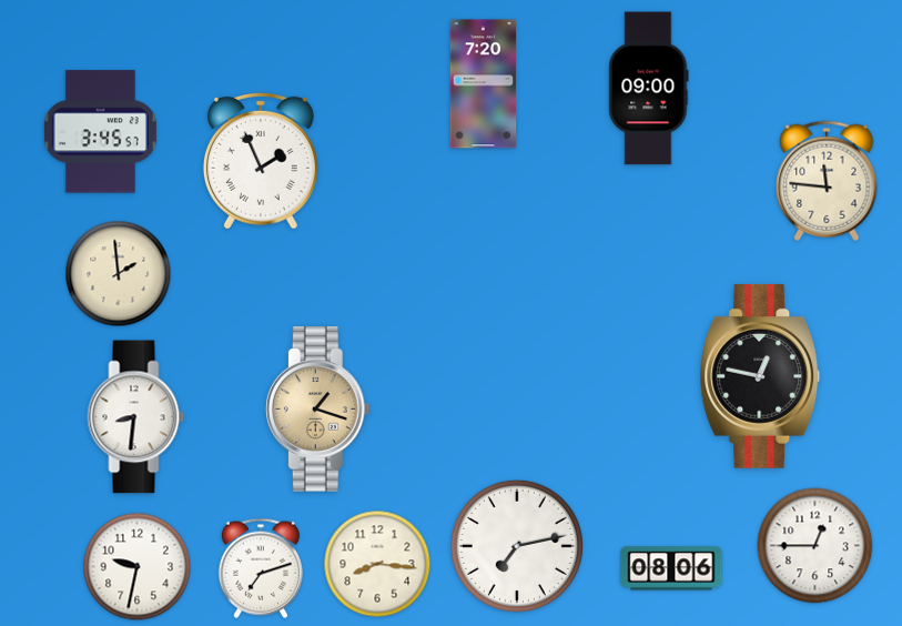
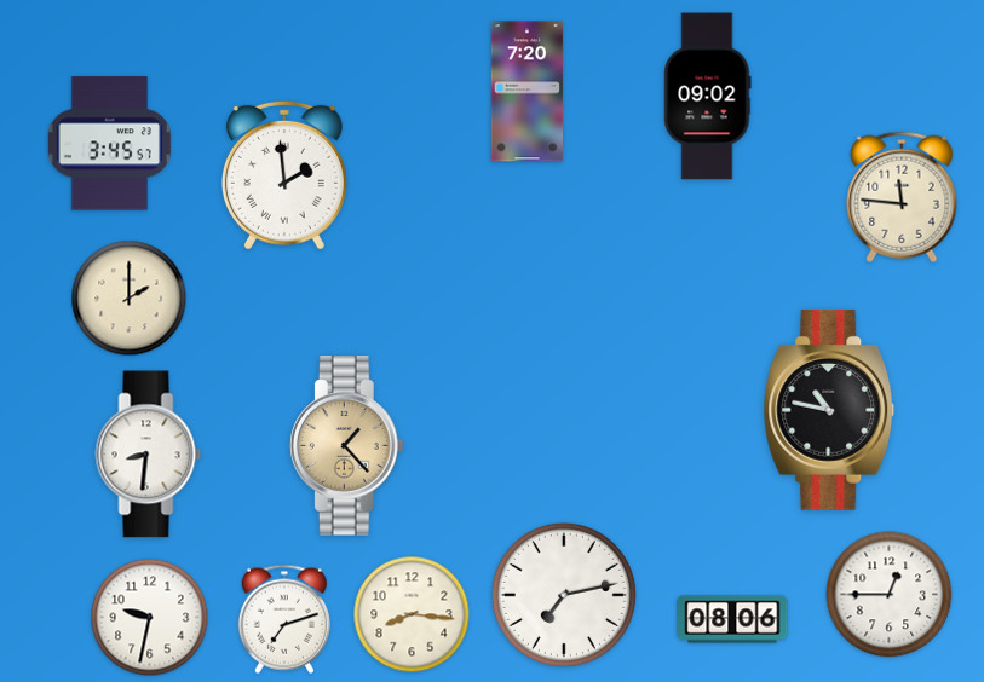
clock at (649, 89): 09:00 -> 09:02
clock at (261, 161): 1:56 -> 1:59
clock at (119, 274): 1:59 -> 2:00
clock at (760, 376): 12:47 -> 10:47
clock at (317, 410): 1:18 -> 1:23
